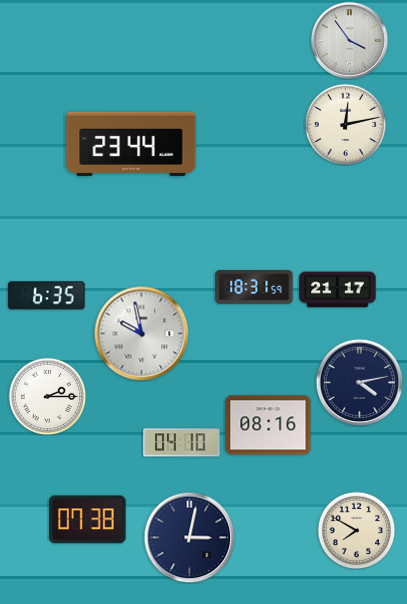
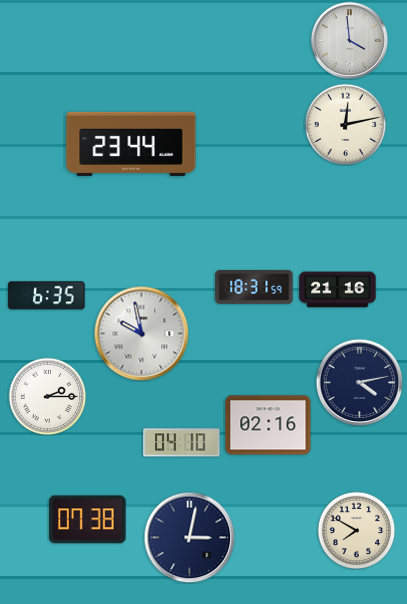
clock at (349, 40): 3:54 -> 3:59
clock at (338, 290): 21:17 -> 21:16
clock at (268, 425): 08:16 -> 02:16
